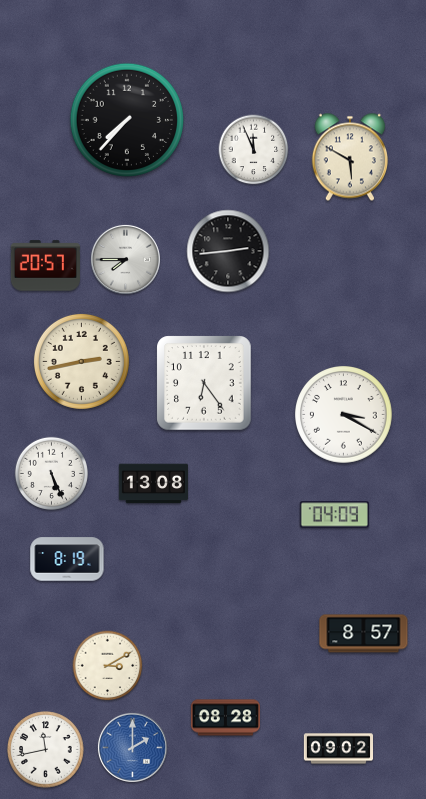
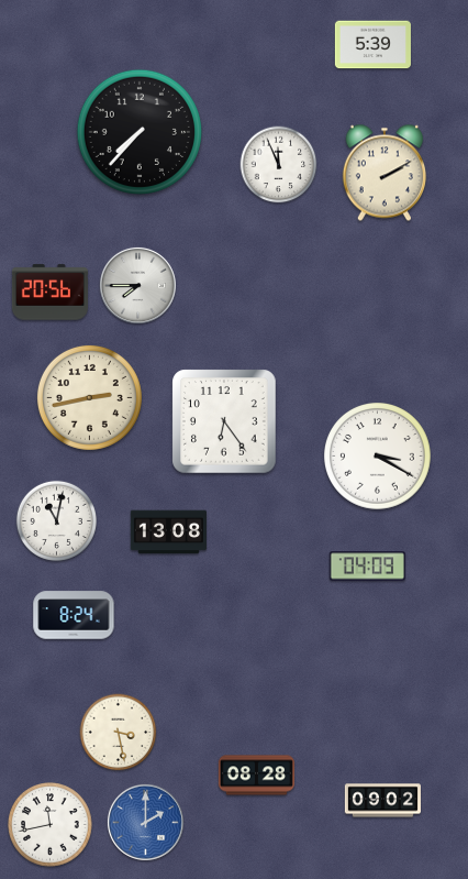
clock at (372, 45): none -> 5:39
clock at (350, 157): 5:50 -> 2:10
clock at (228, 251): 2:44 -> none
clock at (45, 266): 20:57 -> 20:56
clock at (51, 473): 5:26 -> 11:02
clock at (67, 559): 8:19 -> 8:24
clock at (364, 634): 8:57 -> none
clock at (108, 666): 3:10 -> 3:28
clock at (225, 718) position: (225, 718) -> (256, 776)
clock at (338, 749) position: (338, 749) -> (382, 801)
